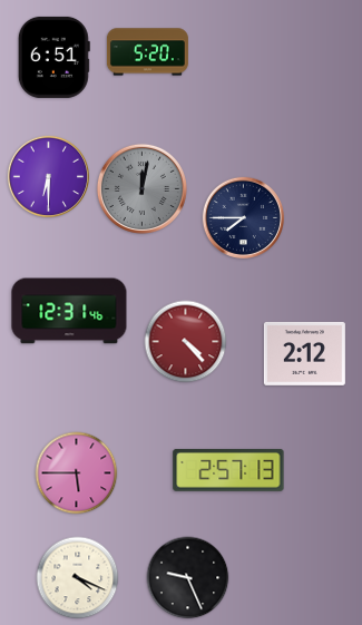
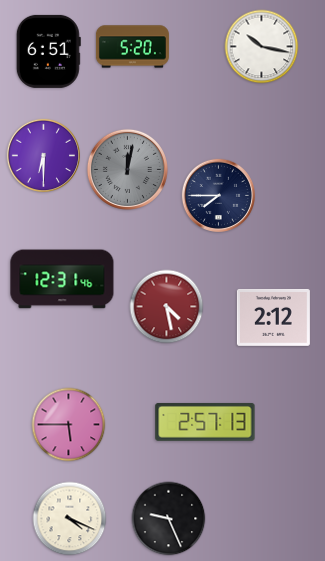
clock at (262, 47): none -> 10:17
clock at (48, 176) position: (48, 176) -> (43, 155)
clock at (186, 342): 4:23 -> 4:28
